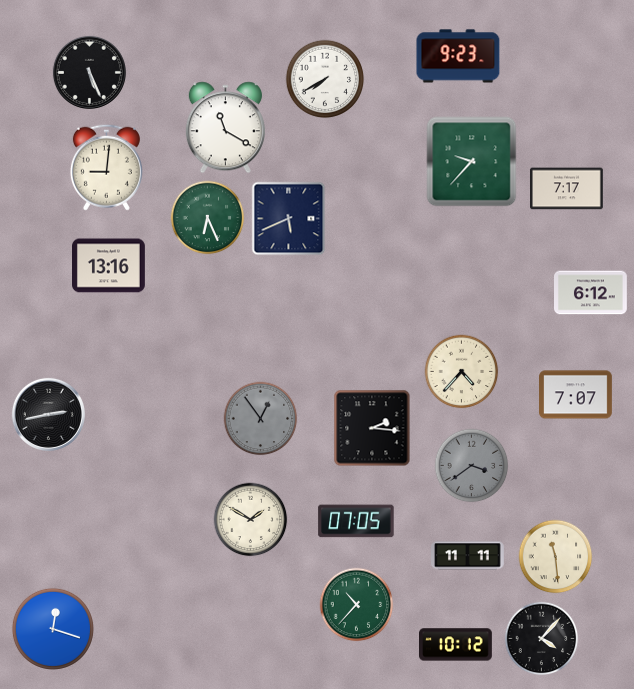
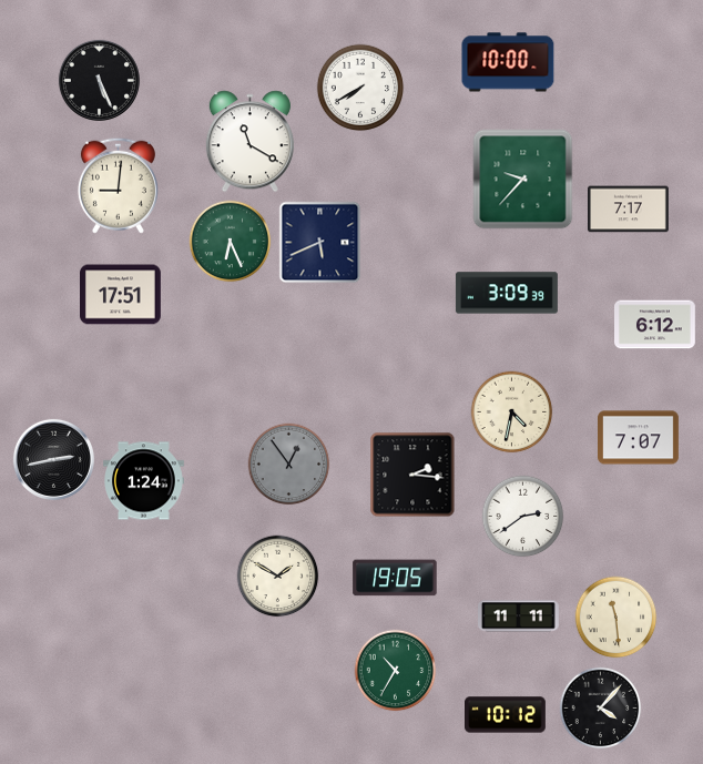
clock at (458, 56): 9:23 -> 10:00
clock at (507, 293): none -> 3:09
clock at (109, 266): 13:16 -> 17:51
clock at (462, 372): 4:37 -> 4:32
clock at (144, 481): none -> 1:24
clock at (472, 466): 3:39 -> 2:39
clock at (472, 466) dial: grey -> white
clock at (356, 521): 07:05 -> 19:05
clock at (357, 605): 10:37 -> 10:35
clock at (53, 629): 12:18 -> none
